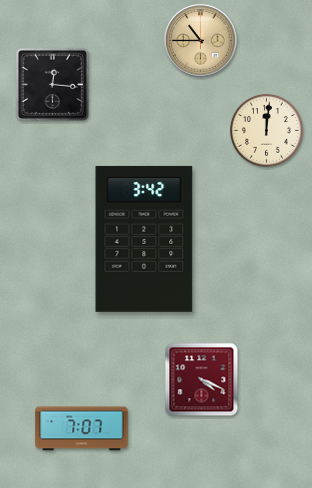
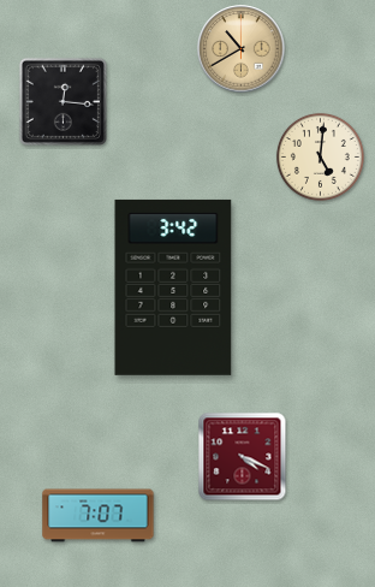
clock at (201, 41): 10:45 -> 10:40
clock at (266, 130): 12:01 -> 5:01
